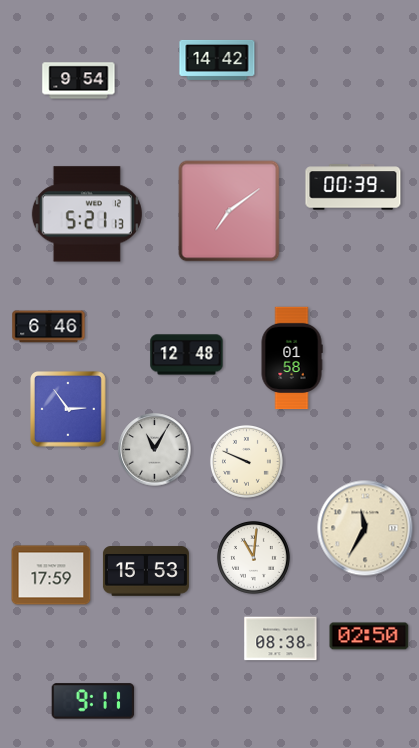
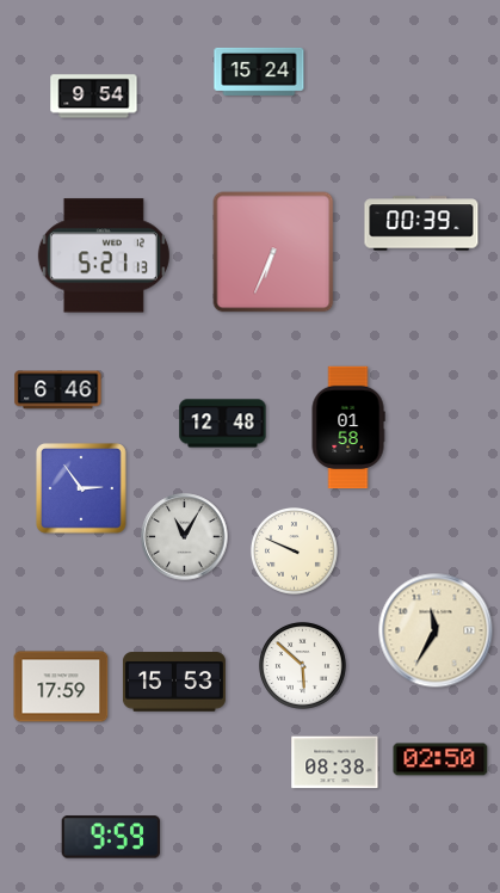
clock at (217, 60): 14:42 -> 15:24
clock at (229, 211): 7:09 -> 6:34
clock at (253, 557): 11:01 -> 5:52
clock at (93, 701): 9:11 -> 9:59
